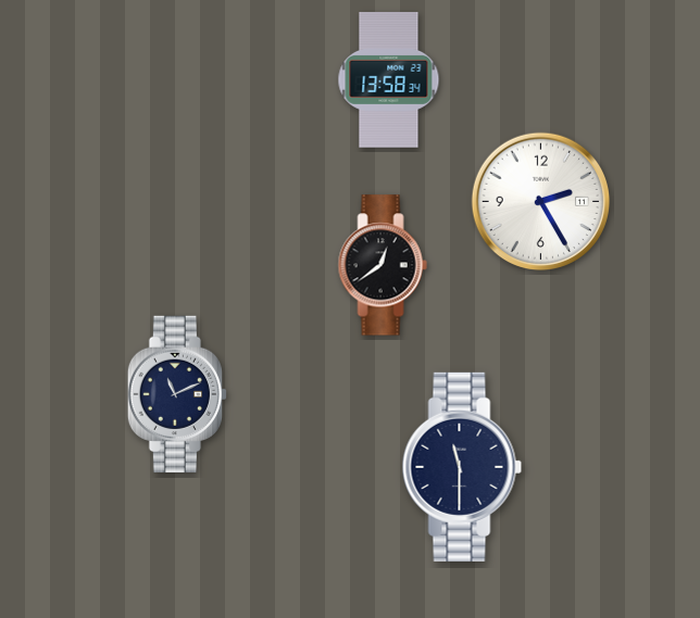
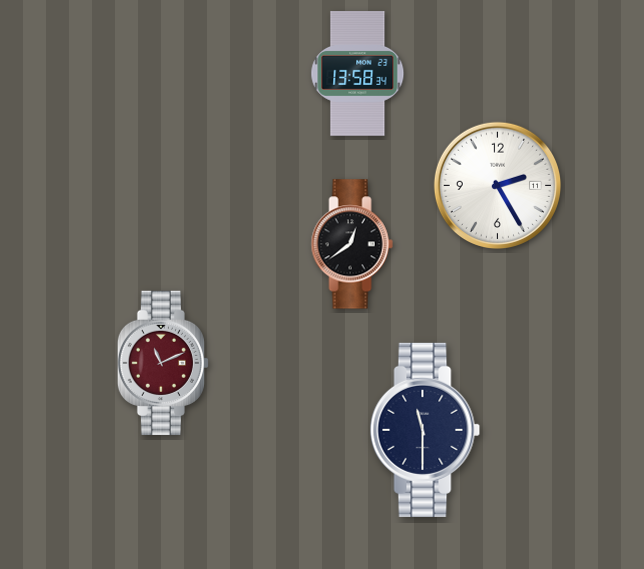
clock at (176, 393) dial: navy -> burgundy
